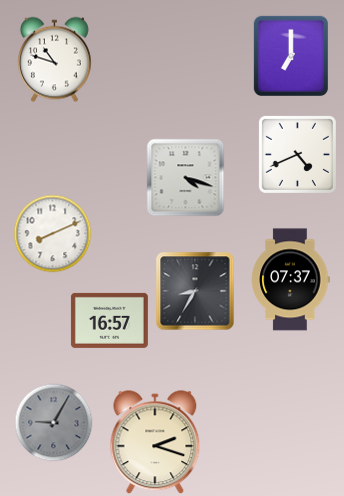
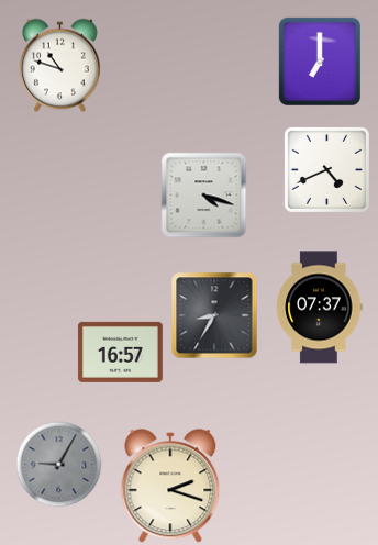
clock at (52, 233): 8:11 -> none
clock at (195, 291) position: (195, 291) -> (214, 315)
